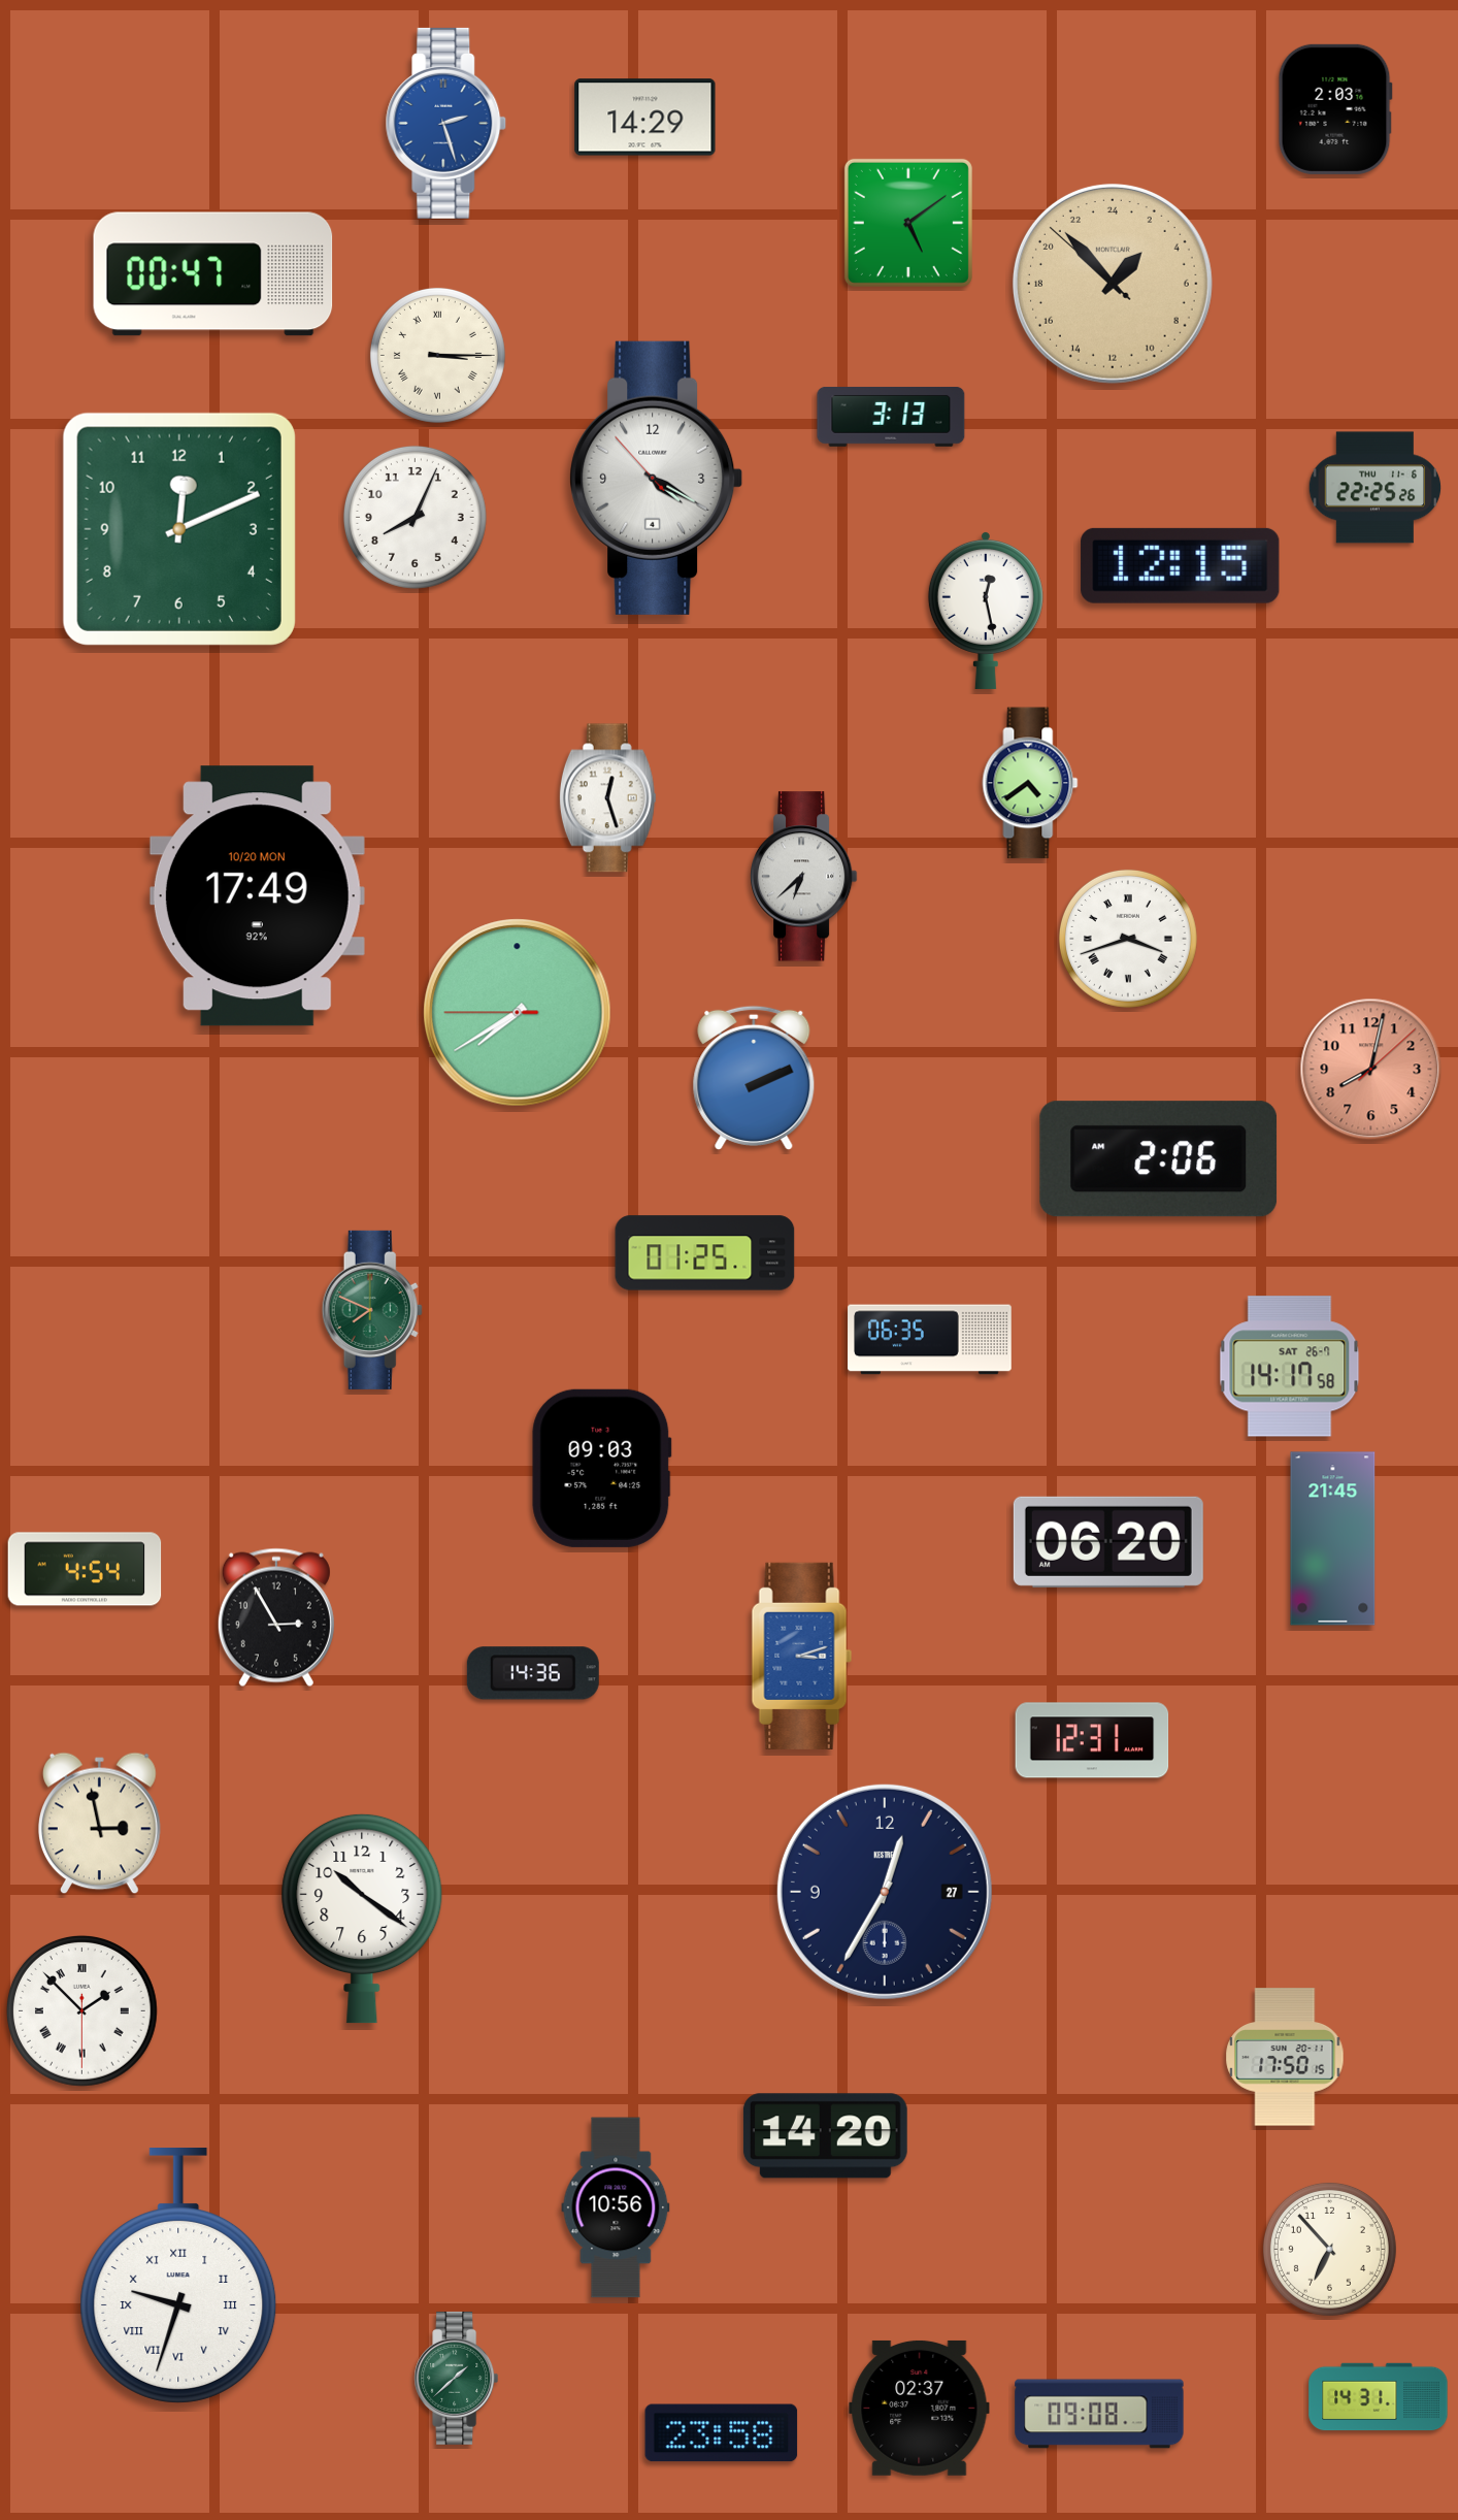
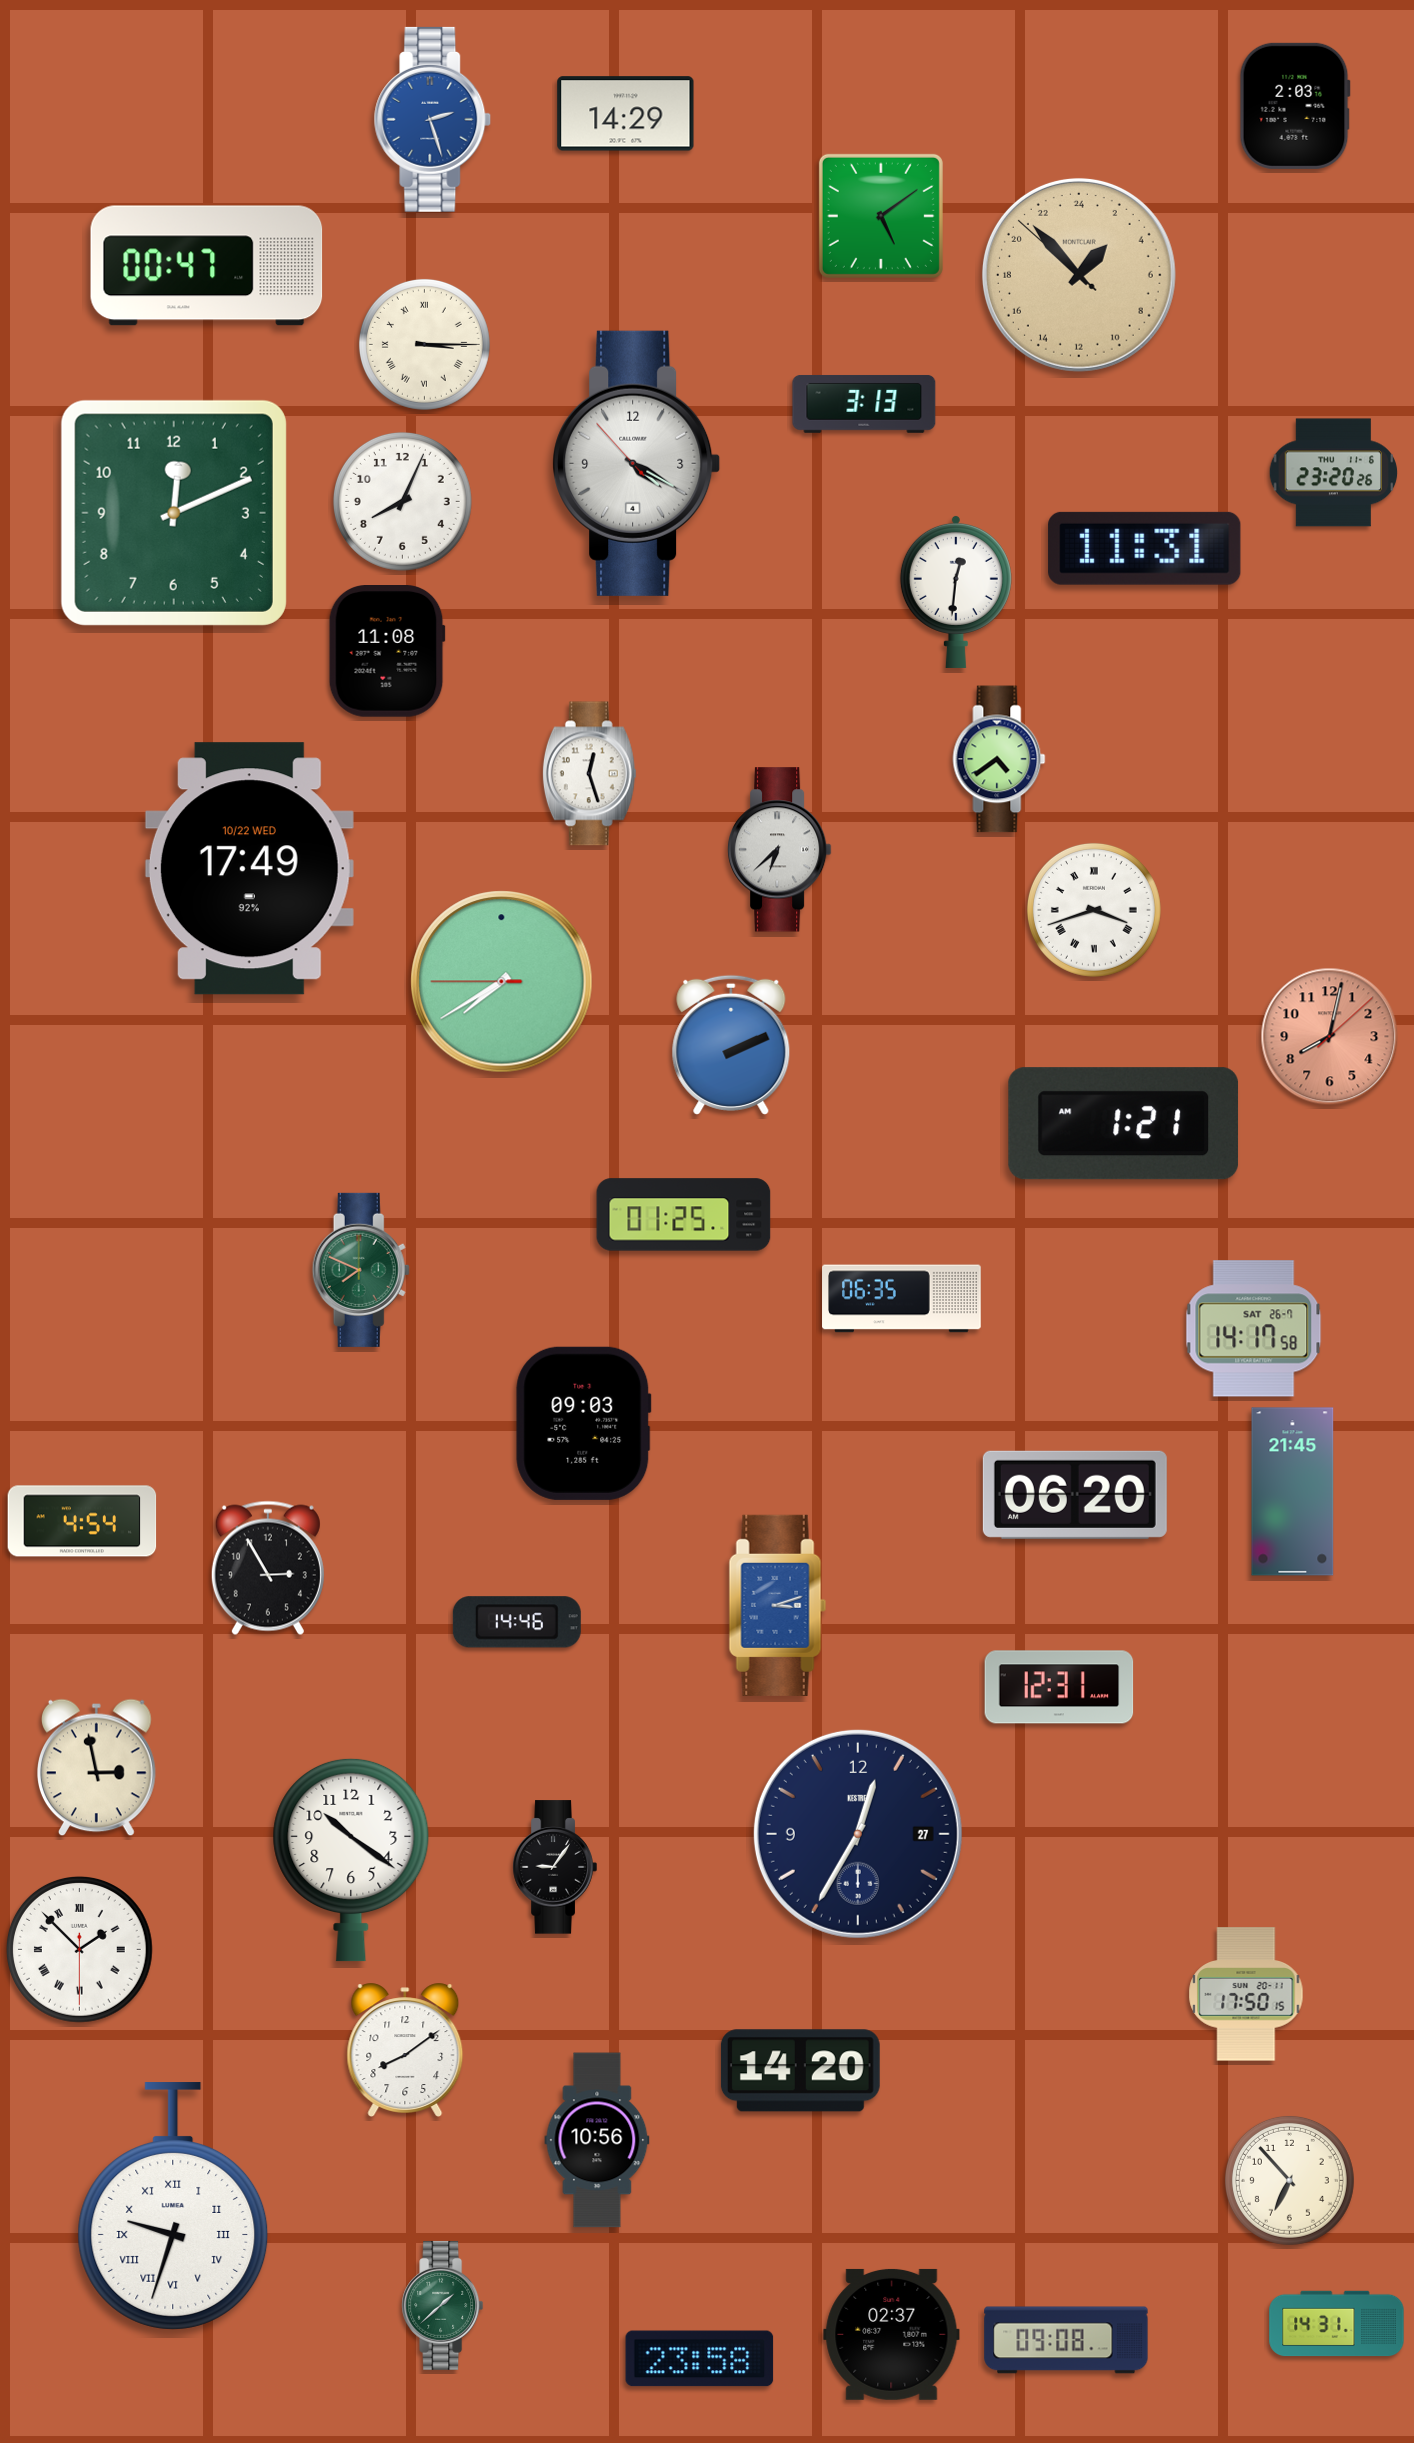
clock at (1376, 488): 22:25 -> 23:20
clock at (1181, 565): 12:15 -> 11:31
clock at (986, 610): 12:28 -> 12:31
clock at (387, 652): none -> 11:08
clock at (257, 896) date: 10/20 MON -> 10/22 WED
clock at (1159, 1159): 2:06 -> 1:21
clock at (1290, 1367) position: (1290, 1367) -> (1254, 1329)
clock at (533, 1673): 14:36 -> 14:46
clock at (555, 1867): none -> 9:06
clock at (405, 2050): none -> 8:09
